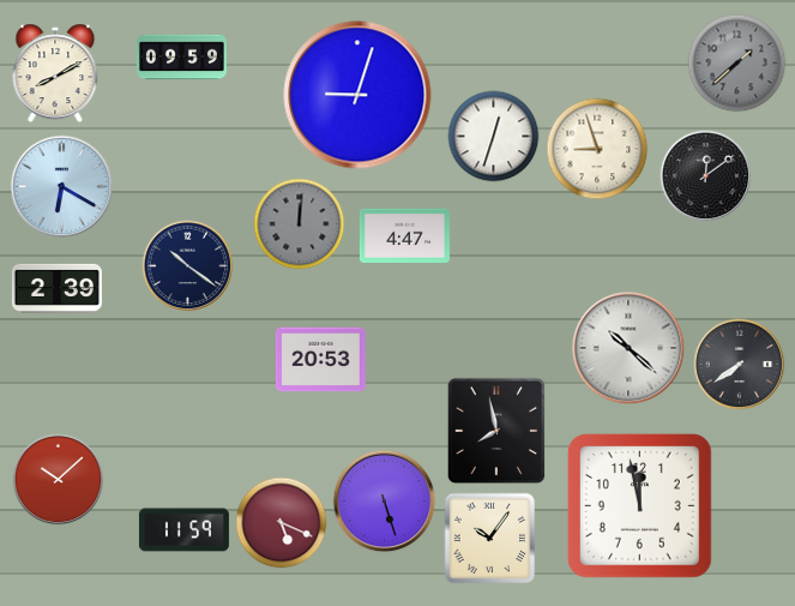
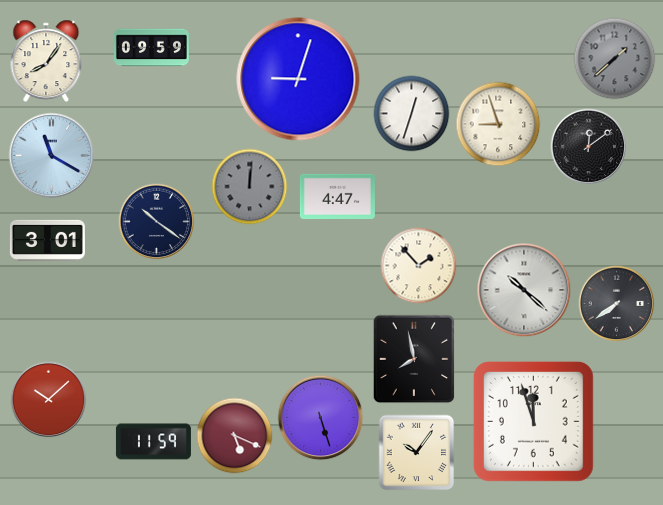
clock at (737, 64) position: (737, 64) -> (615, 59)
clock at (55, 73): 8:10 -> 8:06
clock at (62, 187): 6:20 -> 11:20
clock at (56, 288): 2:39 -> 3:01
clock at (419, 266): none -> 1:53
clock at (320, 360): 20:53 -> none
clock at (639, 505): 11:58 -> 11:57
clock at (490, 539) position: (490, 539) -> (417, 453)
